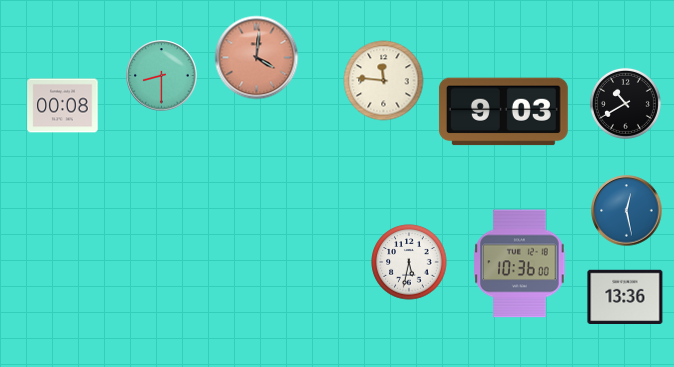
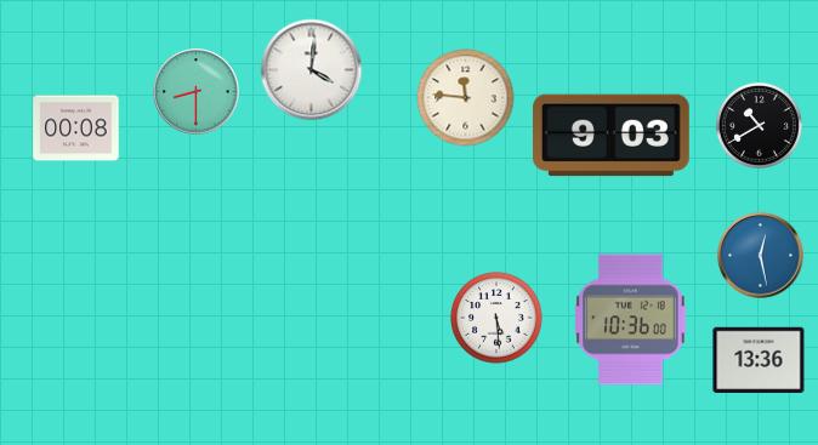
clock at (257, 58) dial: salmon -> white
clock at (409, 262): 5:32 -> 5:29
